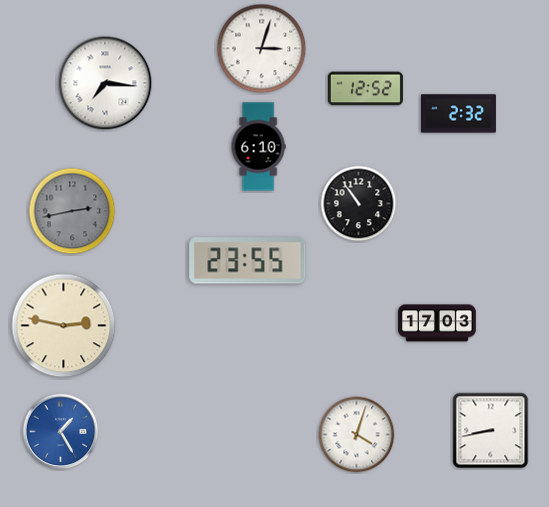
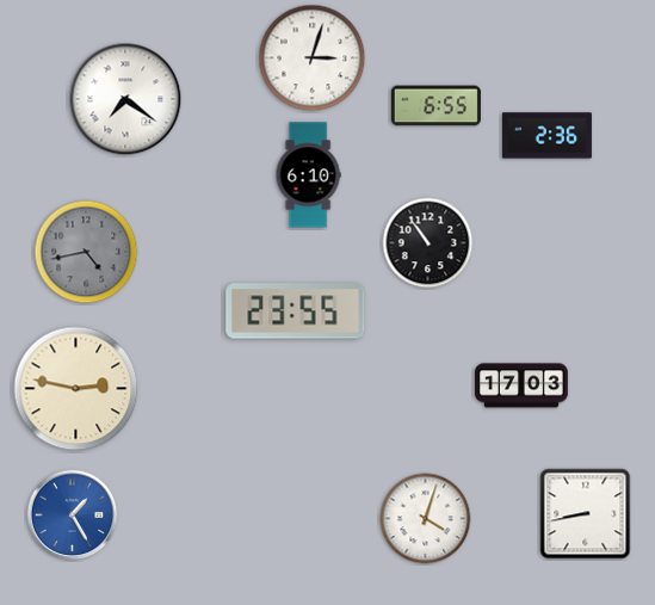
clock at (105, 83): 7:16 -> 7:21
clock at (365, 89): 12:52 -> 6:55
clock at (458, 114): 2:32 -> 2:36
clock at (72, 211): 2:43 -> 4:43
